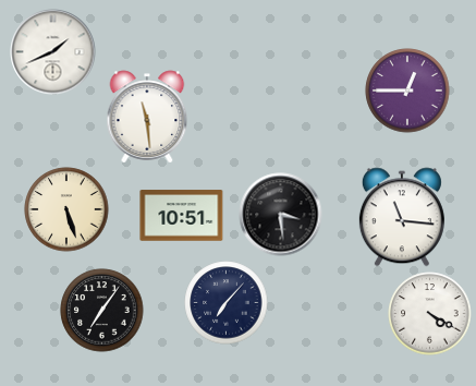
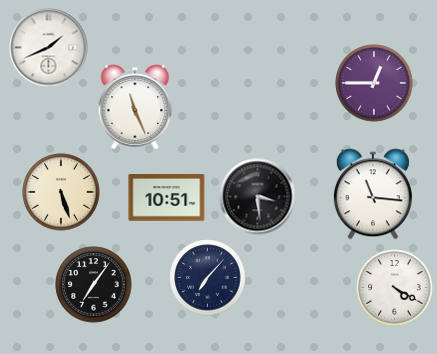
clock at (147, 117): 11:29 -> 11:26
clock at (402, 217) position: (402, 217) -> (373, 194)
